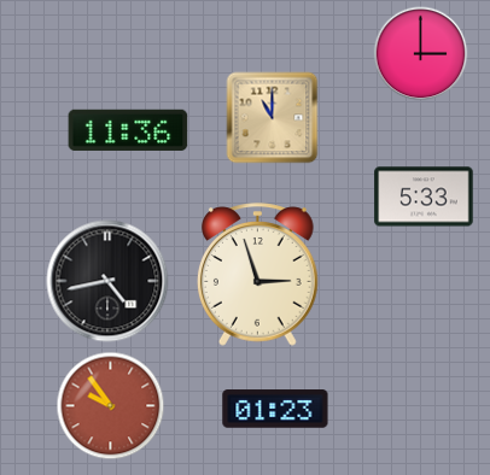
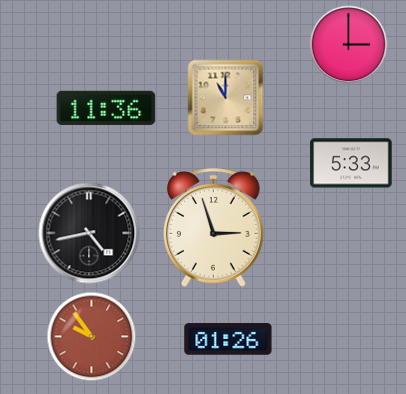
clock at (275, 409): 01:23 -> 01:26
